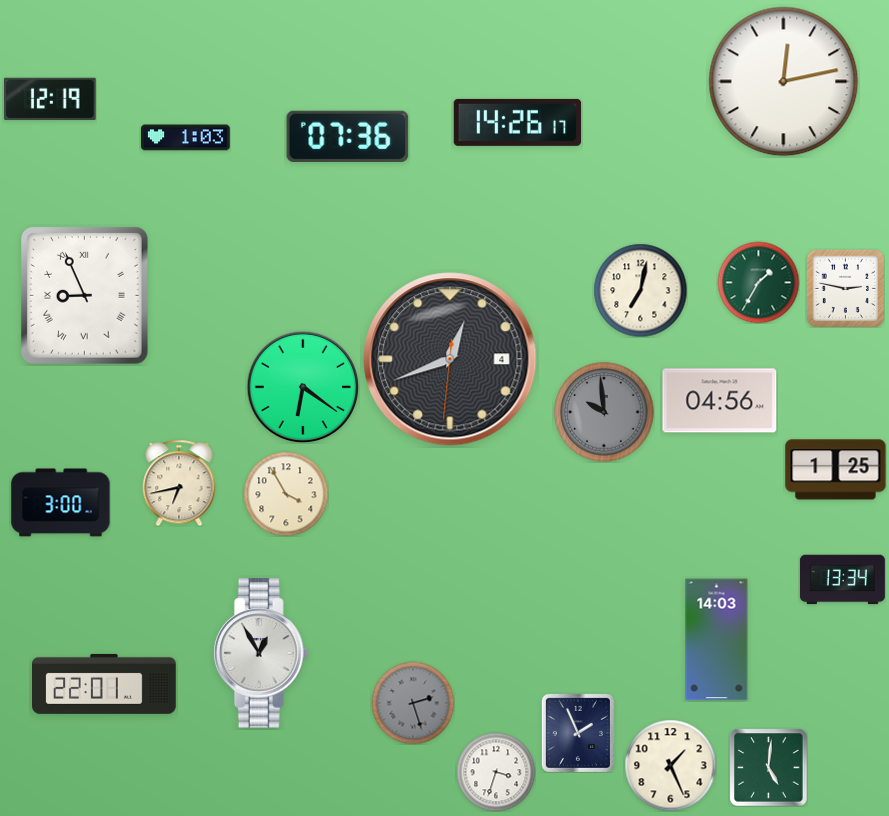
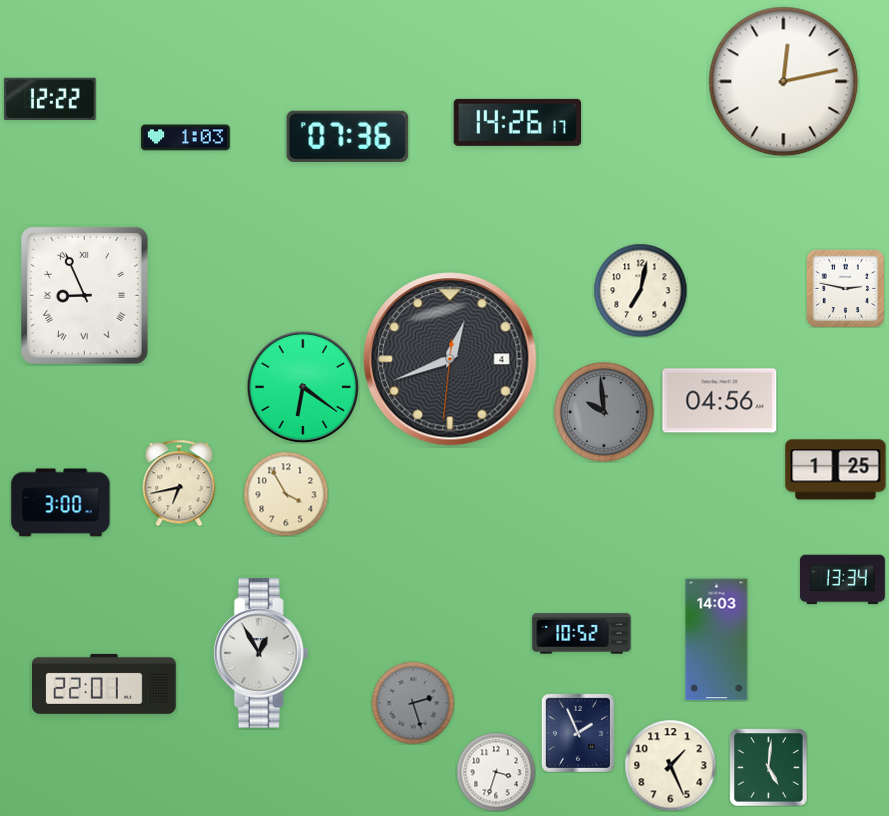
clock at (50, 99): 12:19 -> 12:22
clock at (758, 282): 1:35 -> none
clock at (582, 634): none -> 10:52
